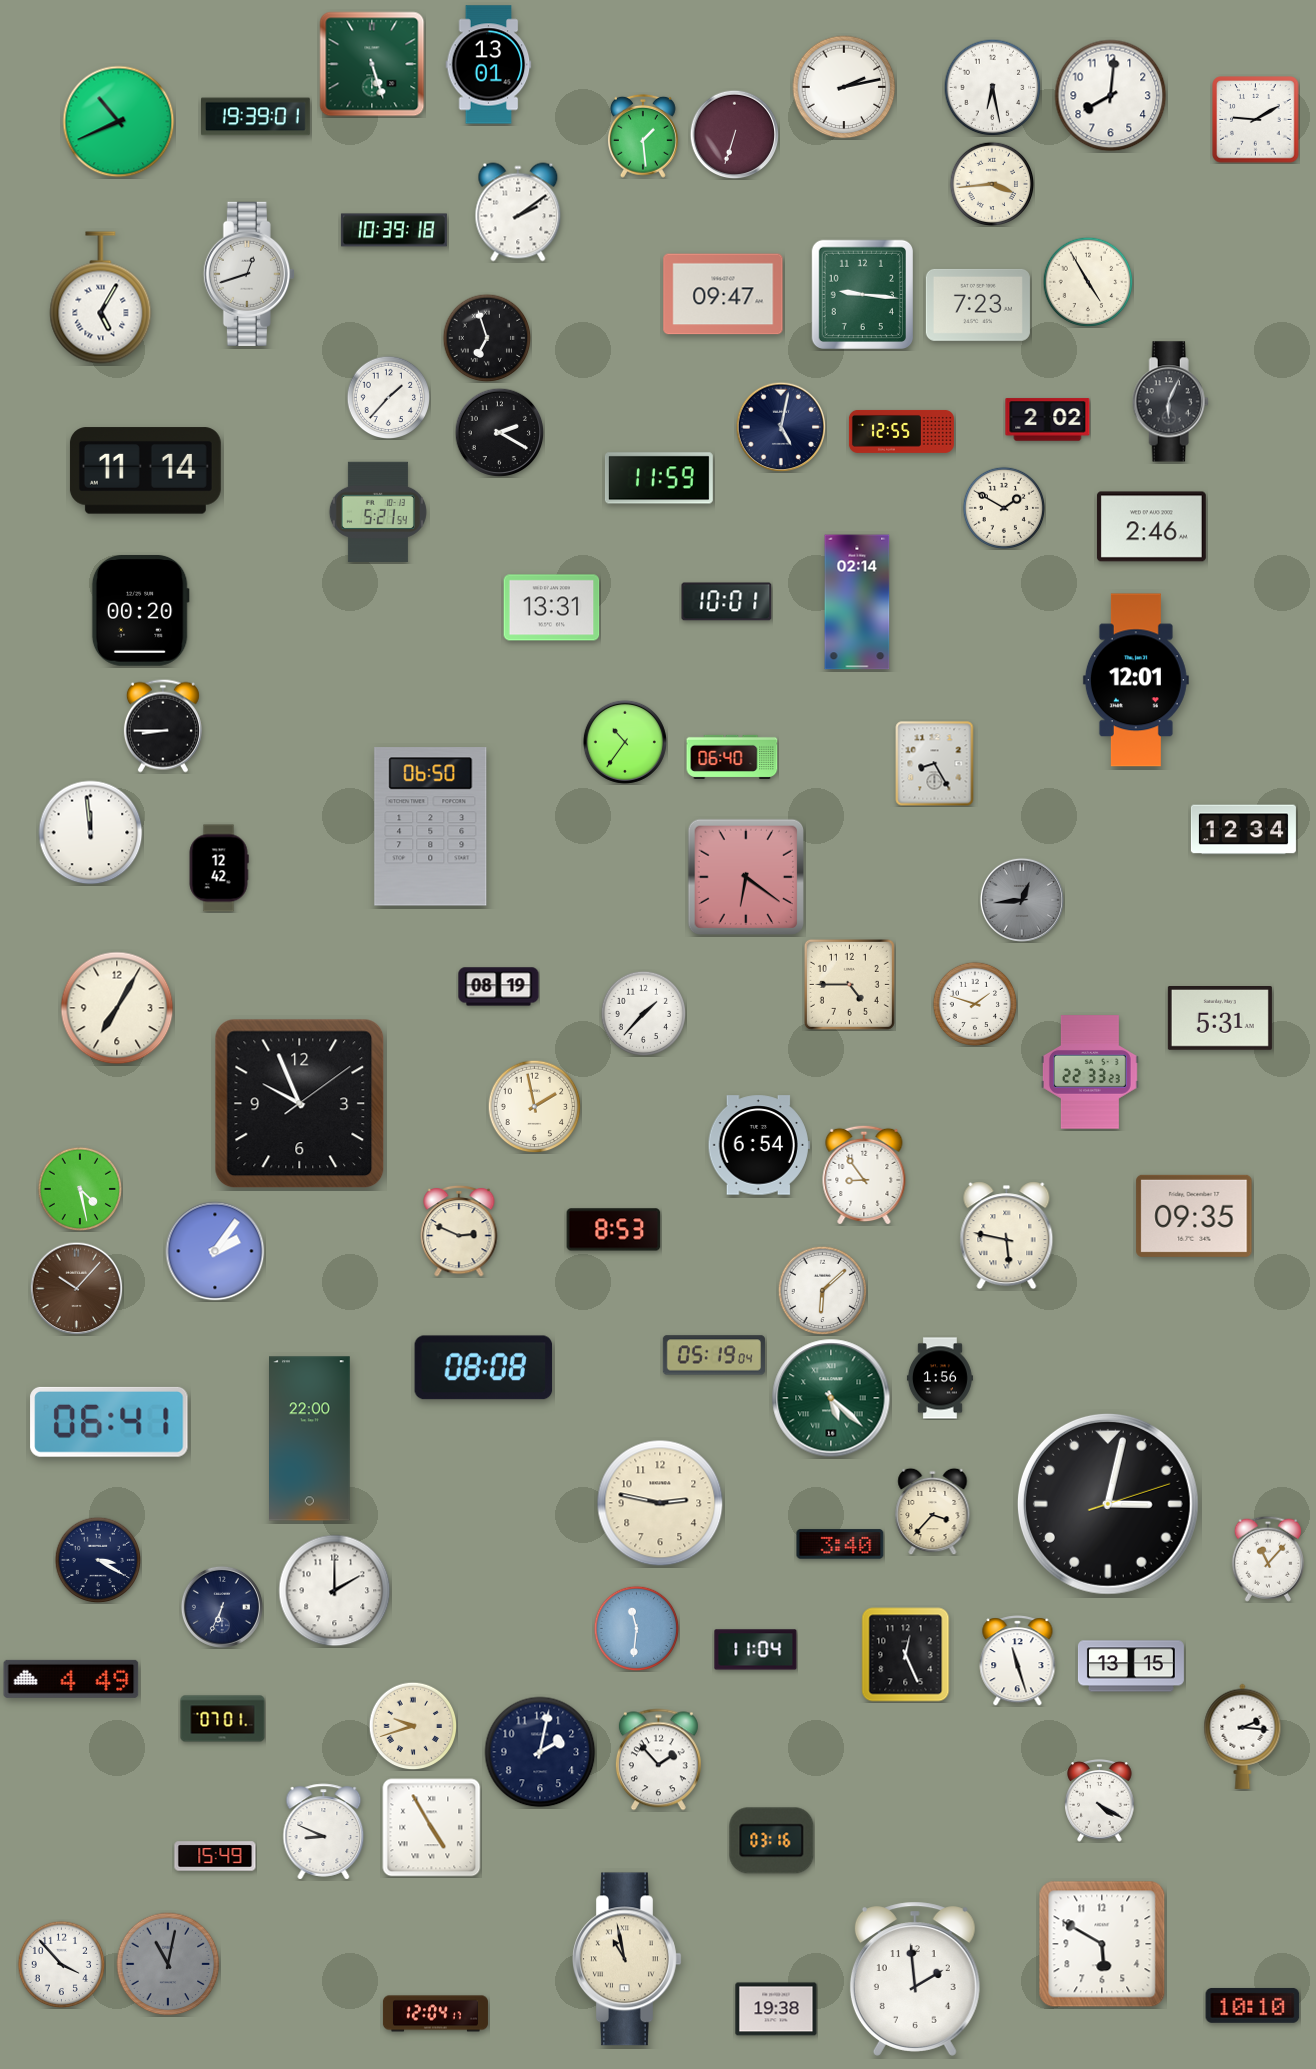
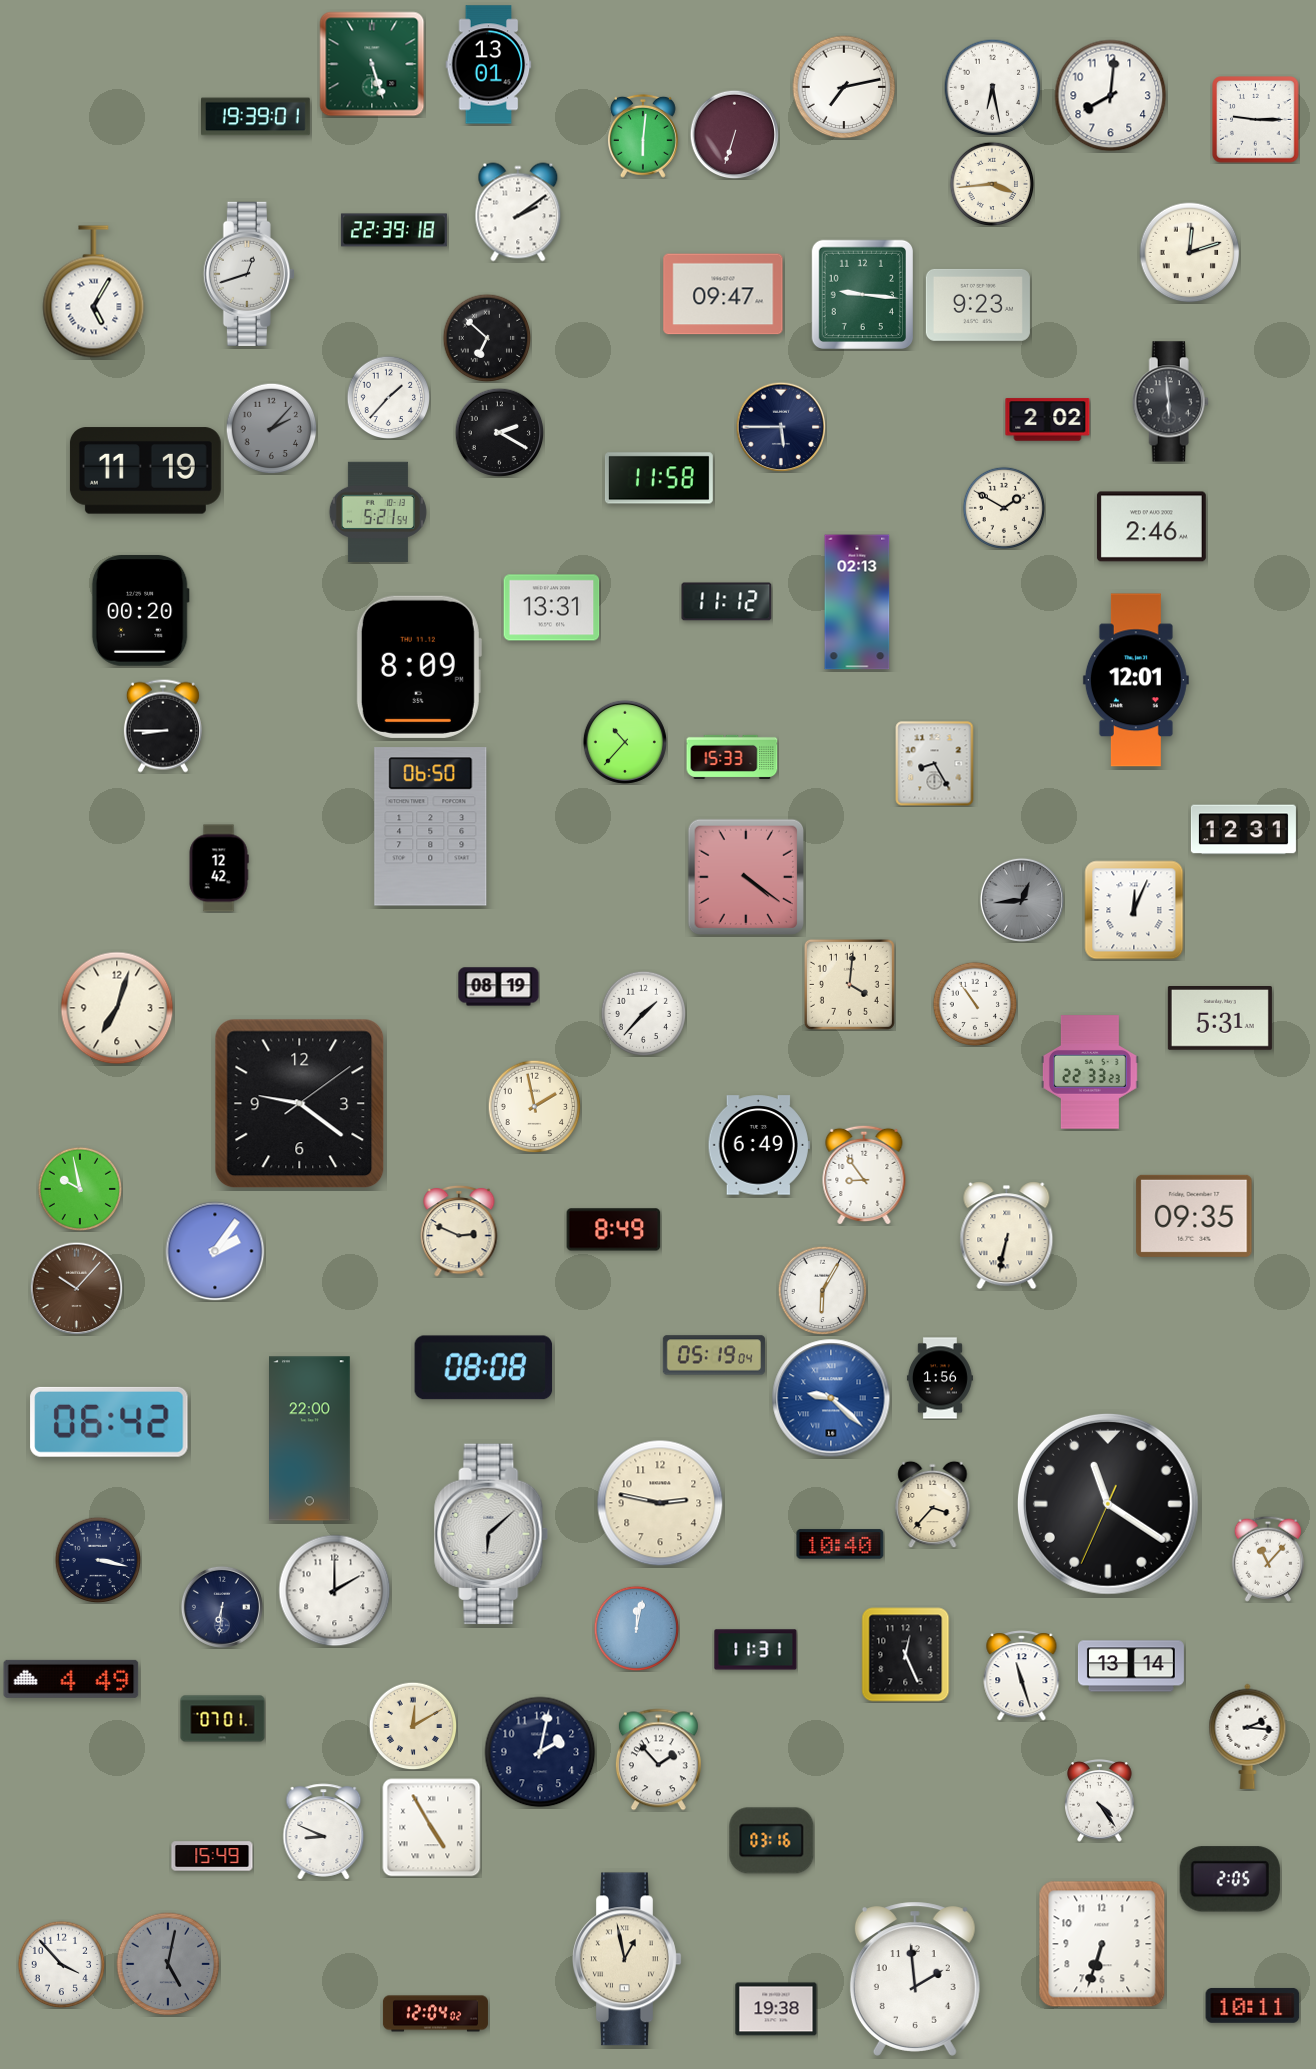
clock at (844, 87): 2:13 -> 7:13
clock at (1256, 120): 9:10 -> 9:15
clock at (119, 122): 10:41 -> none
clock at (643, 136): 1:29 -> 6:01
clock at (394, 230): 10:39 -> 22:39
clock at (1190, 253): none -> 12:12
clock at (1088, 282): 4:55 -> none
clock at (101, 298) position: (101, 298) -> (94, 292)
clock at (978, 305): 7:23 -> 9:23
clock at (487, 338): 6:57 -> 6:52
clock at (1170, 402): 6:04 -> 5:59
clock at (781, 427): 5:02 -> 5:45
clock at (271, 428): none -> 2:07
clock at (901, 431): 12:55 -> none
clock at (145, 471): 11:14 -> 11:19
clock at (659, 478): 11:59 -> 11:58
clock at (727, 602): 10:01 -> 11:12
clock at (857, 602): 02:14 -> 02:13
clock at (419, 667): none -> 8:09
clock at (625, 742): 10:36 -> 10:37
clock at (732, 757): 06:40 -> 15:33
clock at (1243, 830): 12:34 -> 12:31
clock at (91, 833): 11:59 -> none
clock at (745, 876): 6:21 -> 4:21
clock at (1134, 910): none -> 12:04
clock at (849, 984): 4:45 -> 4:01
clock at (975, 1004): 1:48 -> 10:54
clock at (117, 1008): 7:05 -> 7:03
clock at (300, 1104): 9:56 -> 9:21
clock at (759, 1145): 6:54 -> 6:49
clock at (80, 1189): 4:28 -> 9:58
clock at (614, 1230): 8:53 -> 8:49
clock at (1007, 1236): 5:47 -> 6:32
clock at (822, 1290): 6:08 -> 6:05
clock at (831, 1398): 5:22 -> 9:22
clock at (831, 1398) dial: green -> blue
clock at (109, 1422): 06:41 -> 06:42
clock at (1108, 1504): 3:02 -> 11:20
clock at (933, 1511) position: (933, 1511) -> (933, 1504)
clock at (491, 1534): none -> 6:08
clock at (840, 1544): 3:40 -> 10:40
clock at (98, 1560): 3:20 -> 3:17
clock at (222, 1607): 6:34 -> 6:31
clock at (636, 1628): 11:31 -> 12:02
clock at (756, 1650): 11:04 -> 11:31
clock at (1018, 1661) position: (1018, 1661) -> (1022, 1676)
clock at (1131, 1666): 13:15 -> 13:14
clock at (413, 1726): 9:42 -> 12:10
clock at (1243, 1736) position: (1243, 1736) -> (1248, 1736)
clock at (1100, 1801): 4:20 -> 4:24
clock at (215, 1856) position: (215, 1856) -> (212, 1856)
clock at (1230, 1879): none -> 2:05
clock at (1102, 1944): 5:50 -> 6:33
clock at (627, 1959): 10:58 -> 12:58
clock at (168, 1964): 11:02 -> 5:02
clock at (1253, 2005): 10:10 -> 10:11
clock at (435, 2014): 12:04:17 -> 12:04:02
